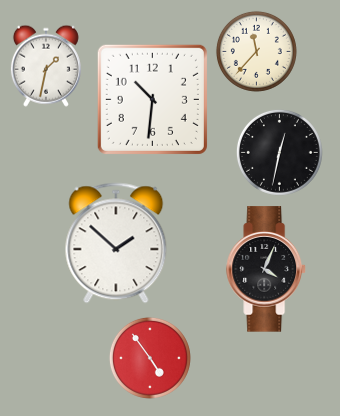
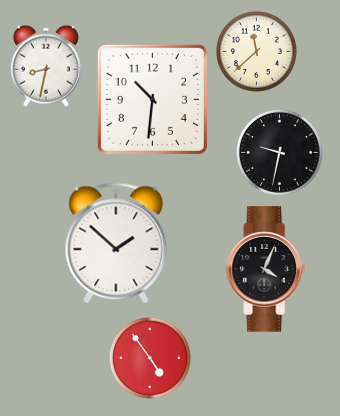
clock at (256, 51): 11:37 -> 11:38
clock at (46, 66): 1:32 -> 8:32
clock at (279, 152): 12:32 -> 9:32
